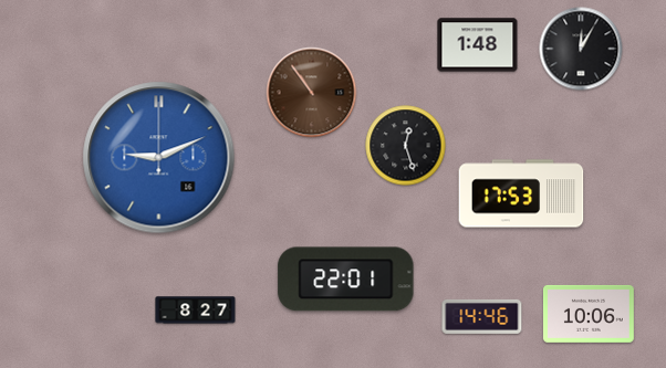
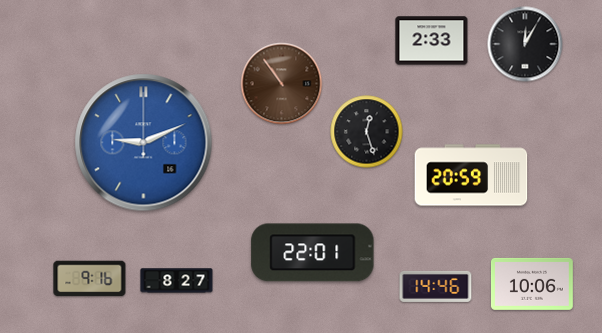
clock at (478, 45): 1:48 -> 2:33
clock at (521, 193): 17:53 -> 20:59
clock at (90, 279): none -> 9:16
